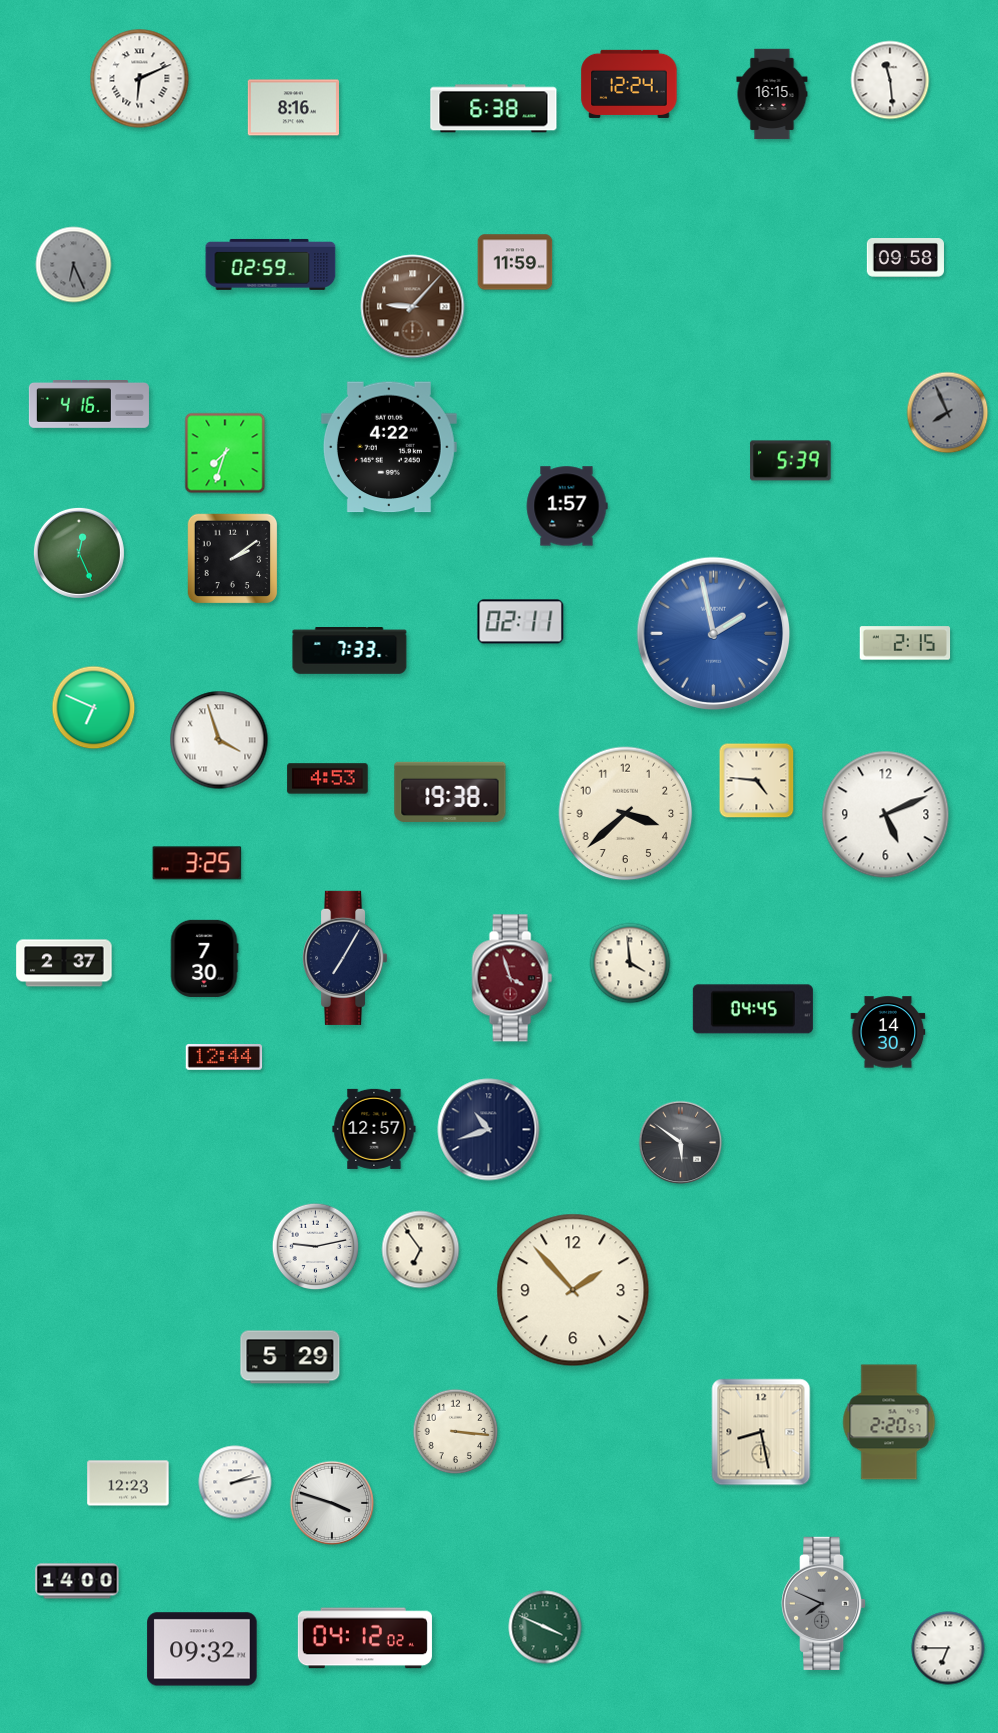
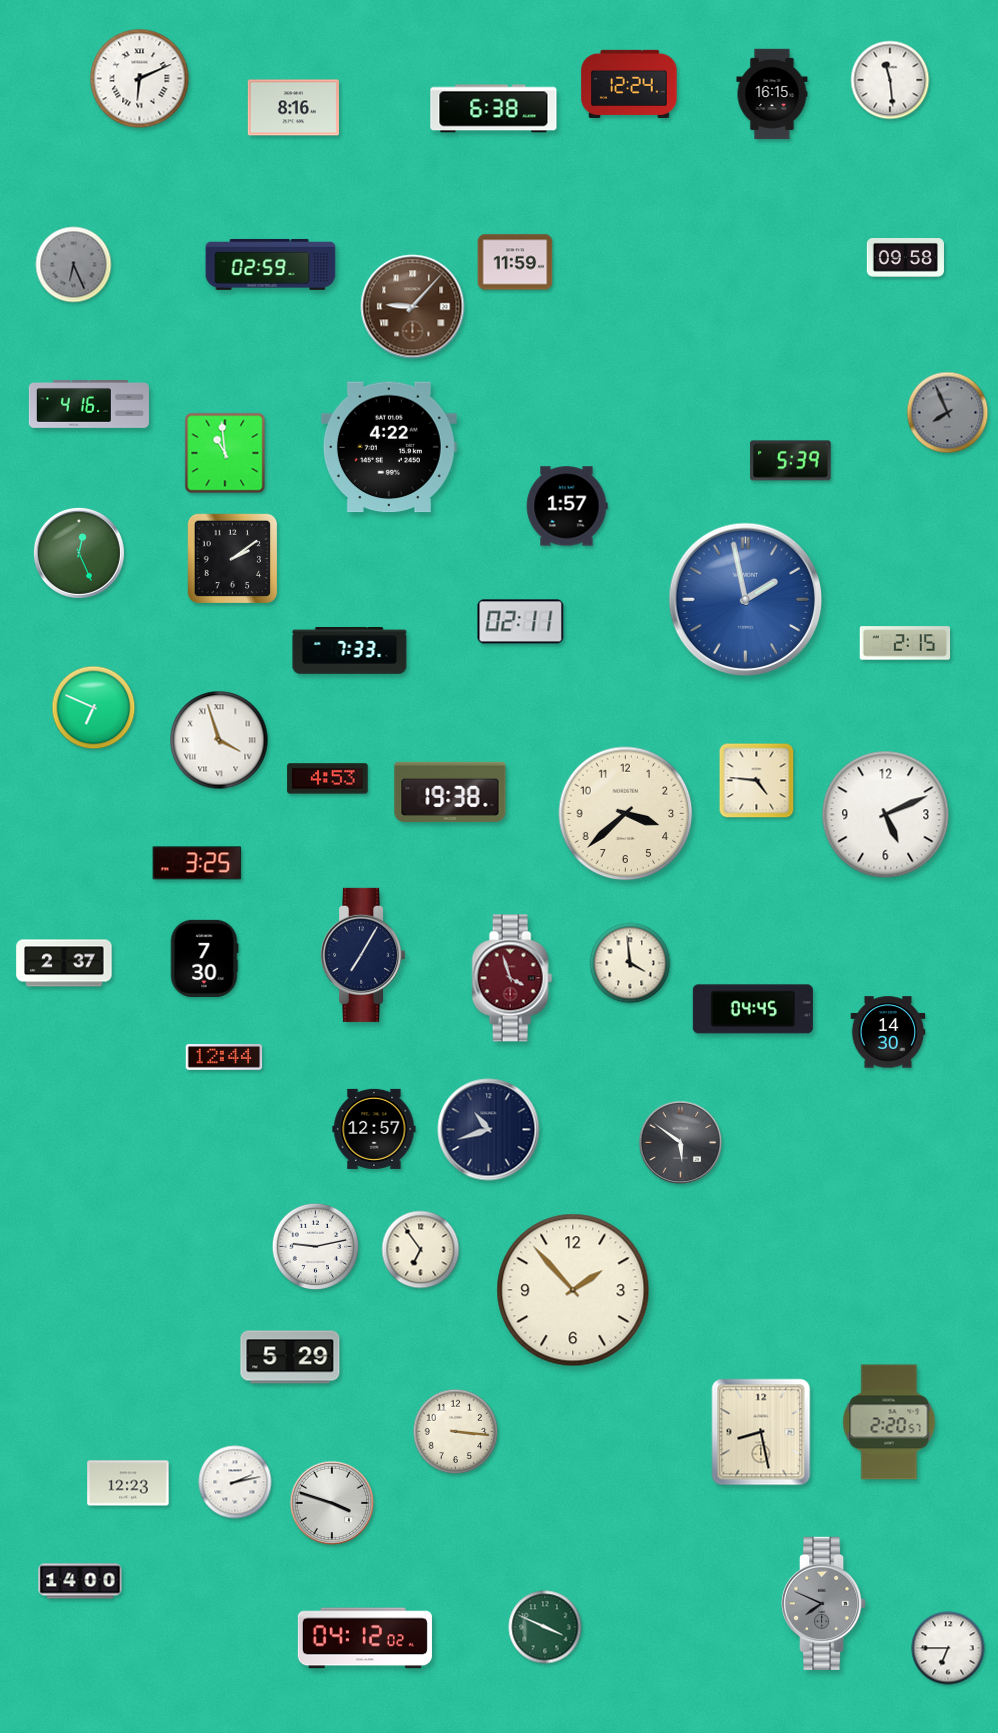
clock at (225, 453): 7:33 -> 10:59
clock at (714, 634) position: (714, 634) -> (746, 600)
clock at (346, 958) position: (346, 958) -> (364, 955)
clock at (77, 1581) position: (77, 1581) -> (80, 1581)
clock at (202, 1649): 09:32 -> none
